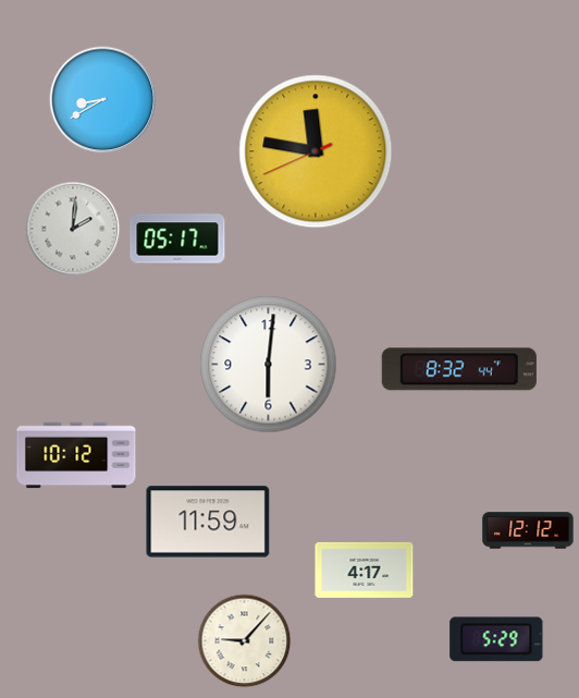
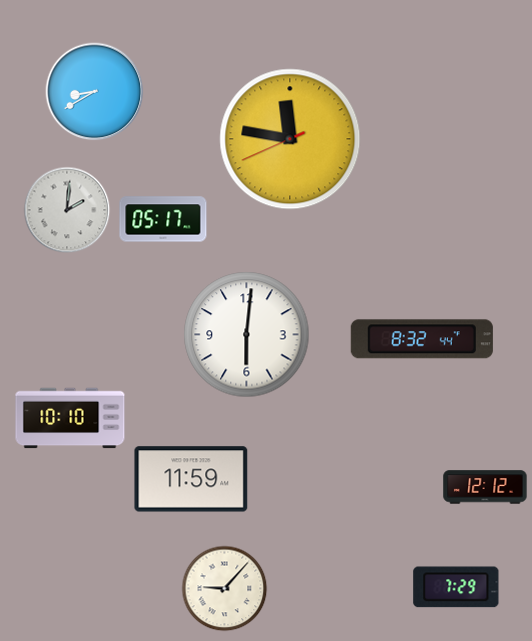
clock at (76, 455): 10:12 -> 10:10
clock at (365, 570): 4:17 -> none
clock at (496, 639): 5:29 -> 7:29
